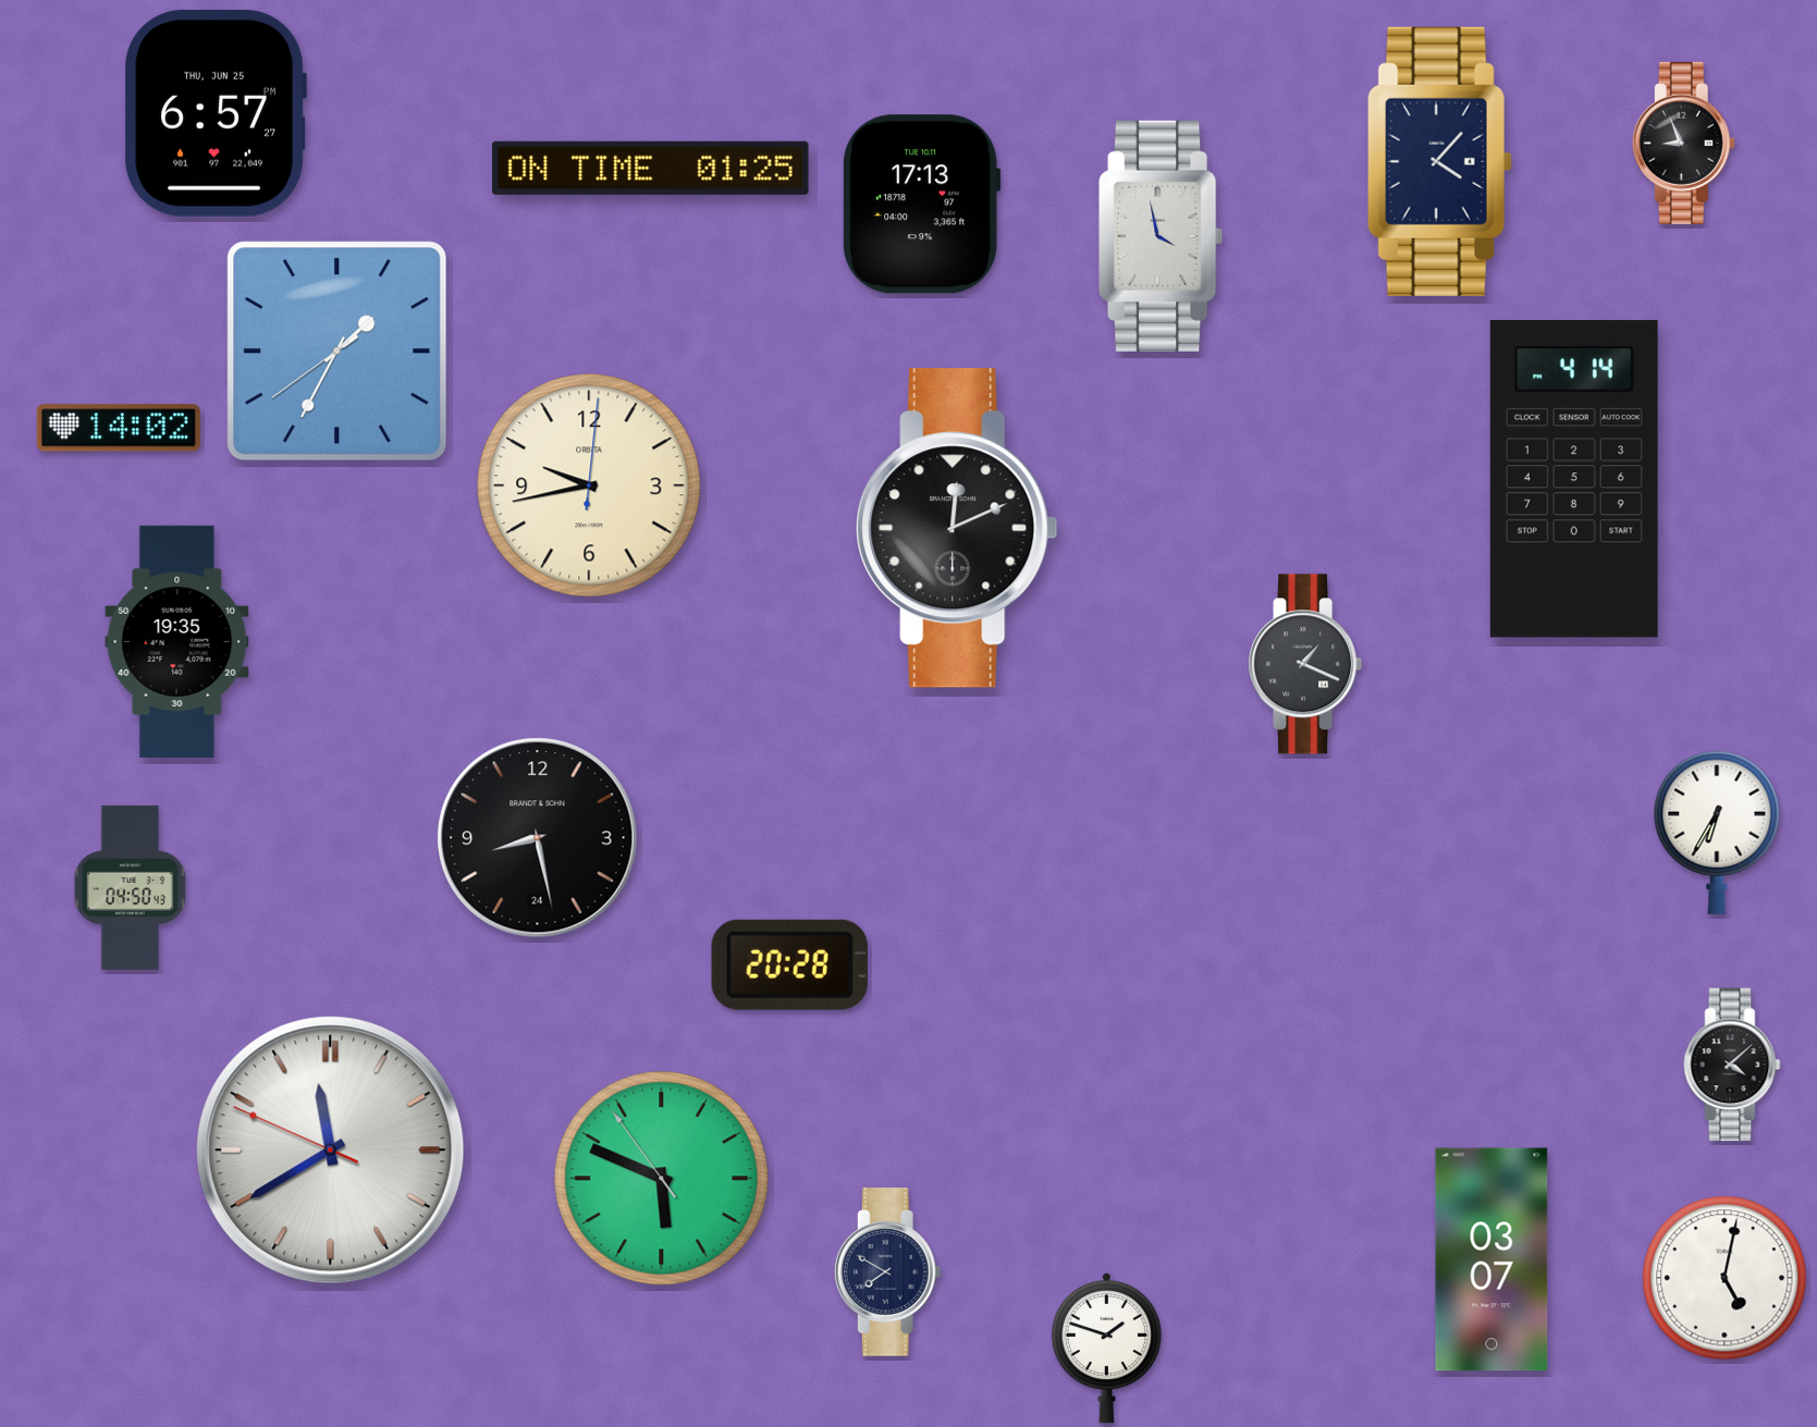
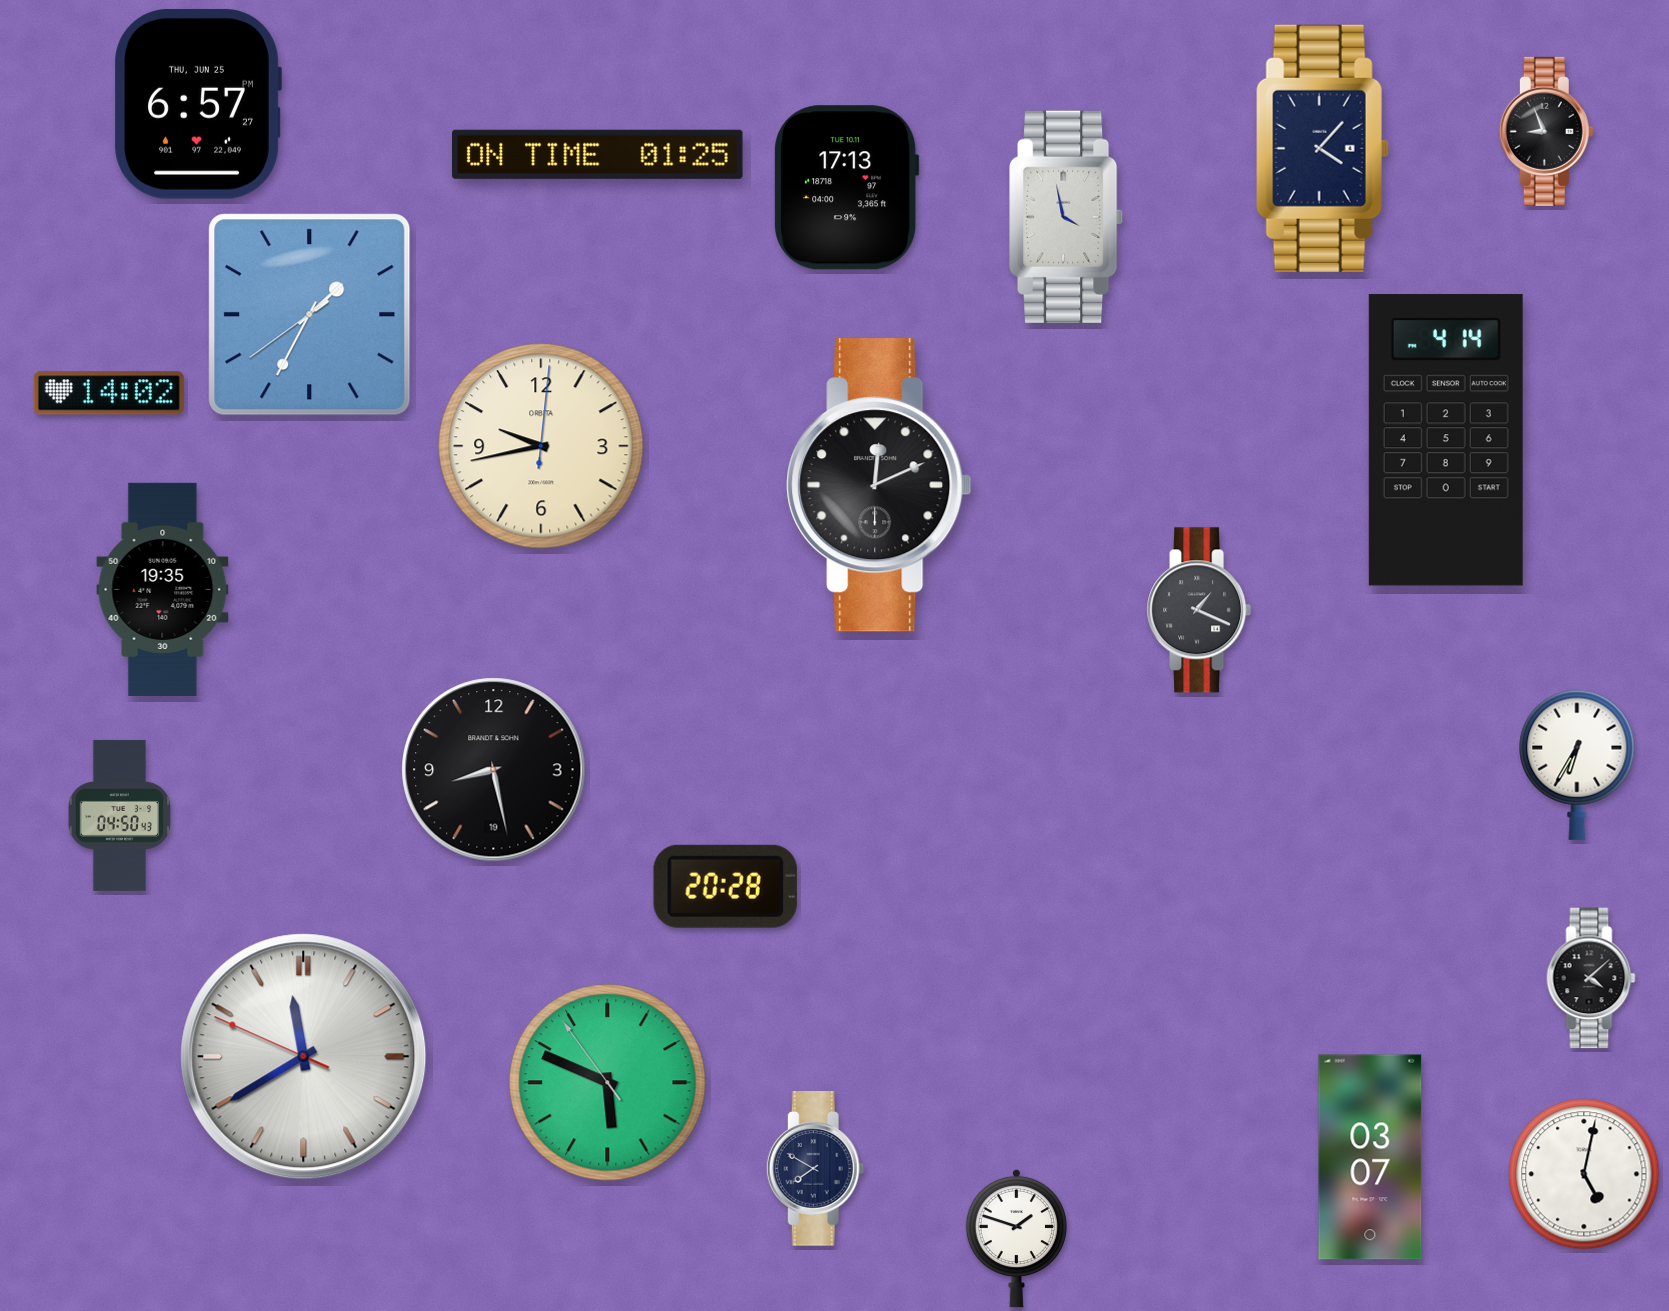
clock at (337, 352) position: (337, 352) -> (310, 315)
clock at (538, 838) date: 24 -> 19
